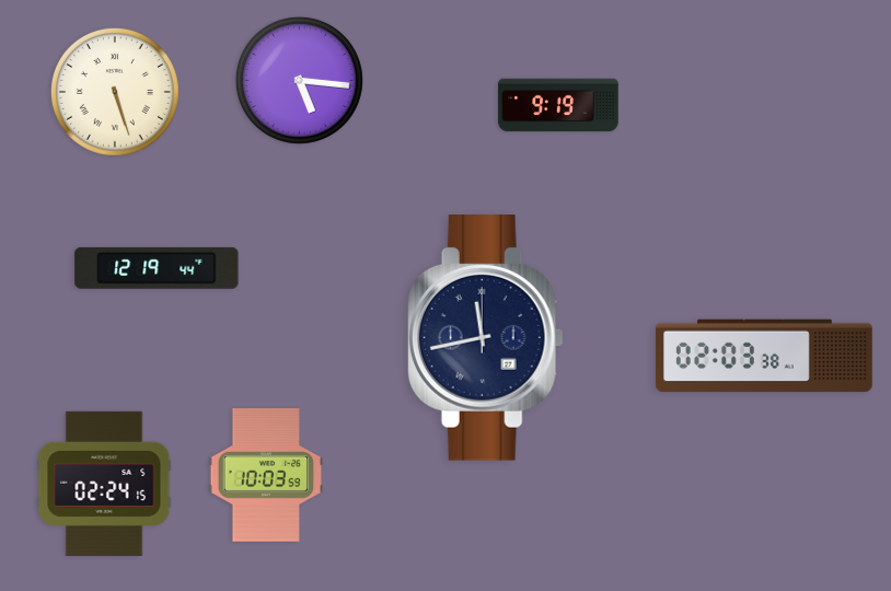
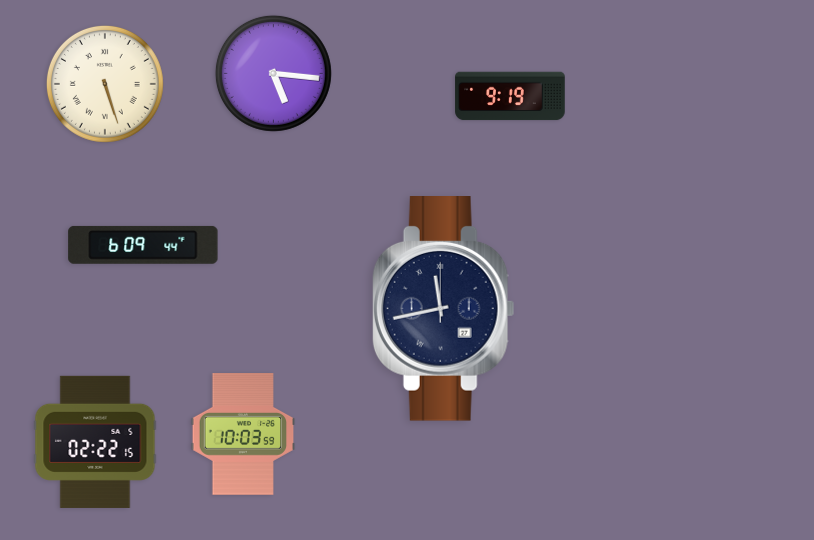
clock at (157, 268): 12:19 -> 6:09
clock at (764, 356): 02:03 -> none
clock at (104, 484): 02:24 -> 02:22
